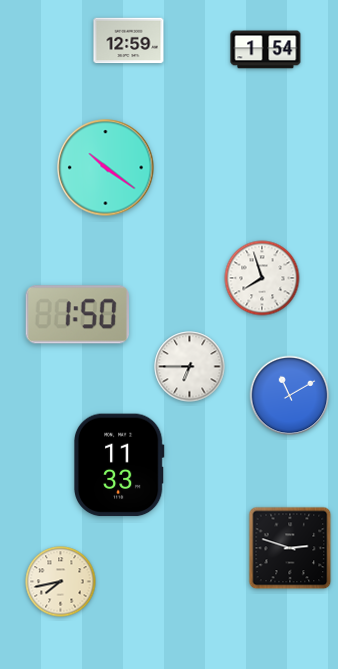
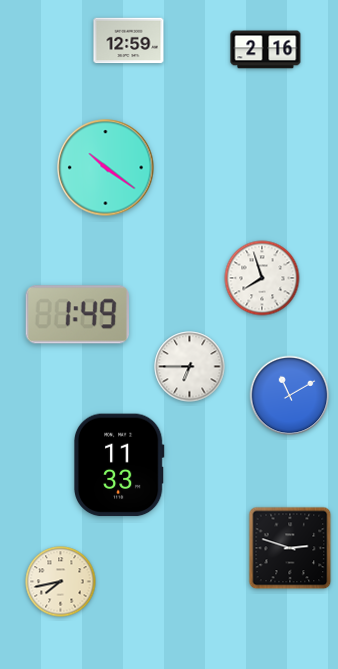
clock at (266, 50): 1:54 -> 2:16
clock at (77, 315): 1:50 -> 1:49
